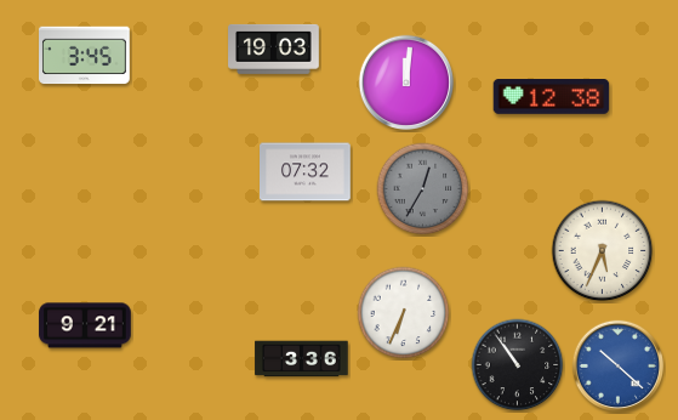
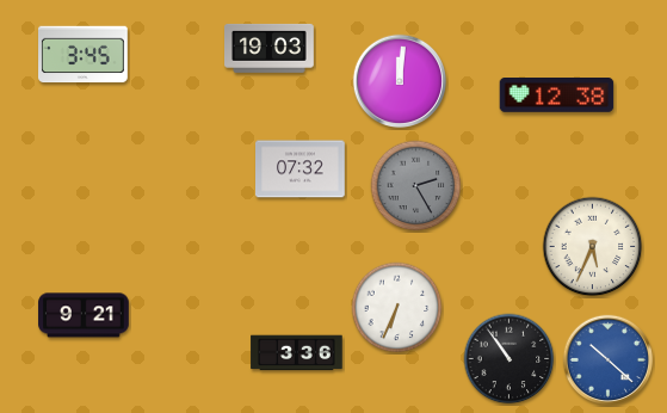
clock at (552, 97) position: (552, 97) -> (557, 95)
clock at (423, 189): 12:35 -> 2:25
clock at (85, 325) position: (85, 325) -> (84, 315)
